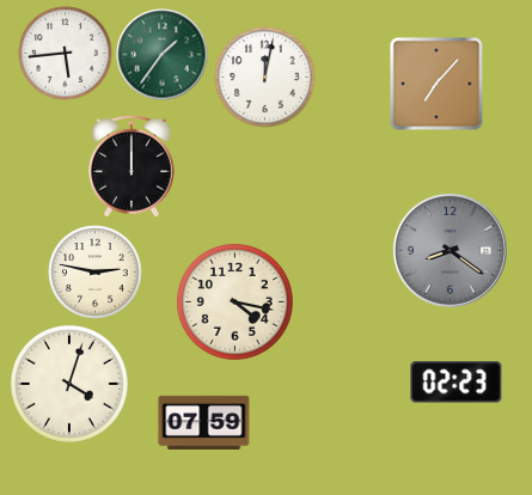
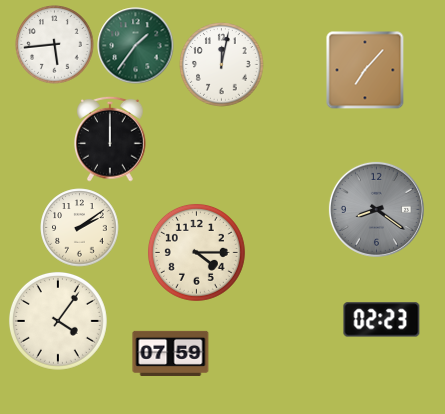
clock at (96, 273): 2:47 -> 2:09
clock at (234, 301): 4:17 -> 4:15
clock at (69, 384): 4:03 -> 4:06
